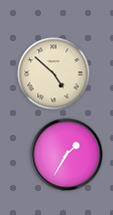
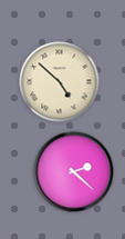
clock at (67, 155): 1:35 -> 2:22
